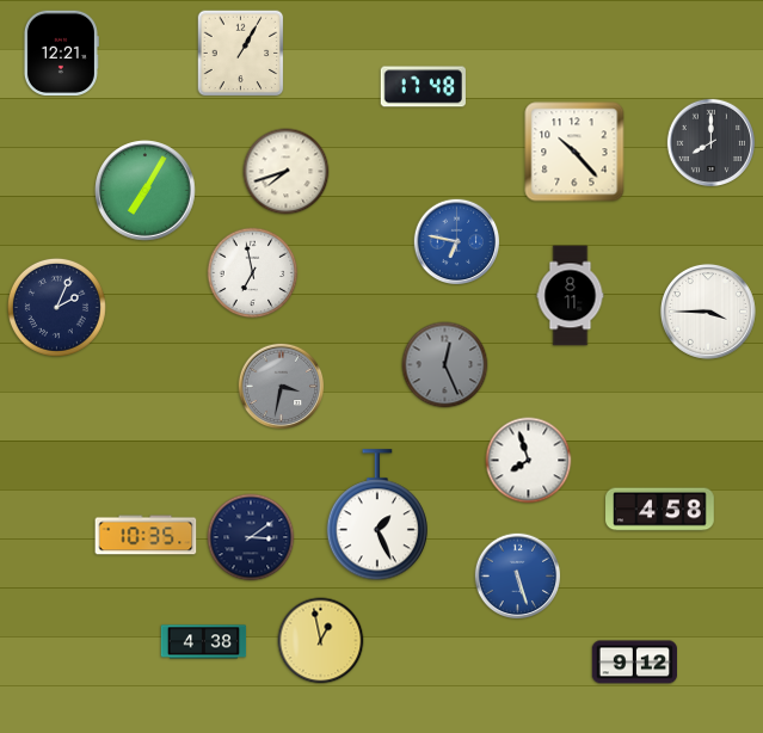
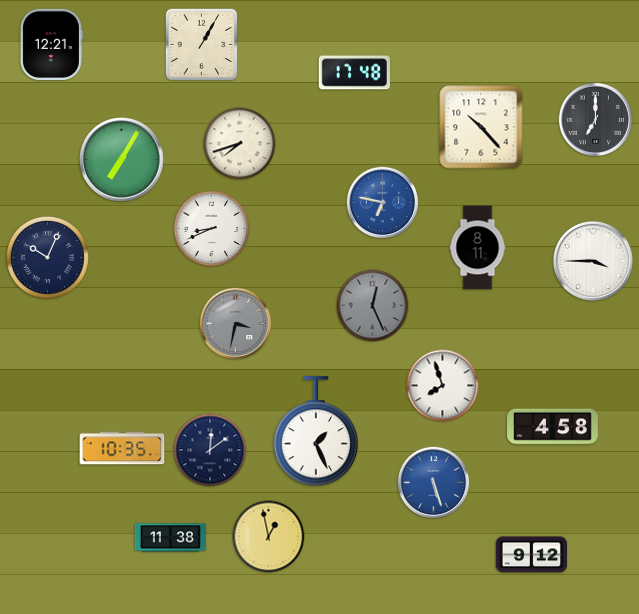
clock at (710, 142): 8:00 -> 7:00
clock at (253, 273): 6:58 -> 8:41
clock at (56, 307): 2:04 -> 10:04
clock at (251, 537): 3:09 -> 12:09
clock at (204, 642): 4:38 -> 11:38
